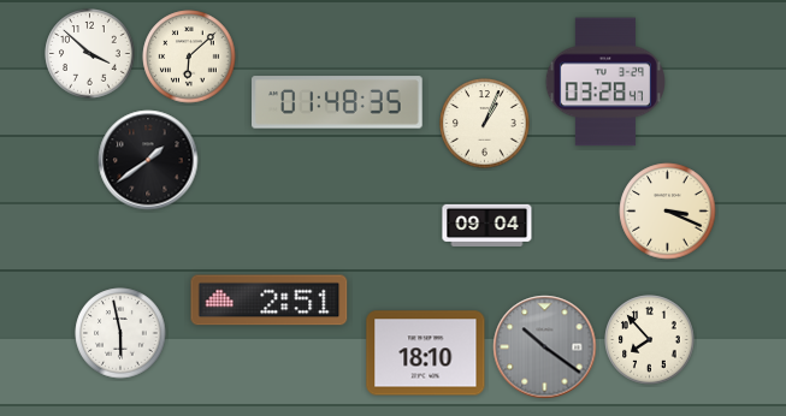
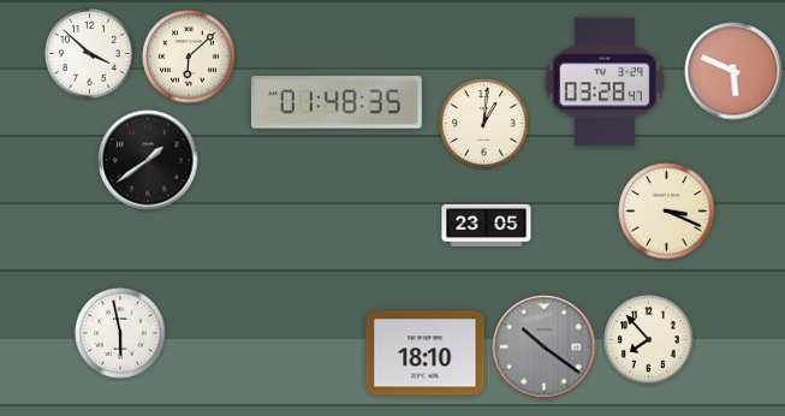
clock at (733, 71): none -> 5:49
clock at (485, 124): 1:04 -> 1:01
clock at (487, 225): 09:04 -> 23:05
clock at (270, 301): 2:51 -> none
